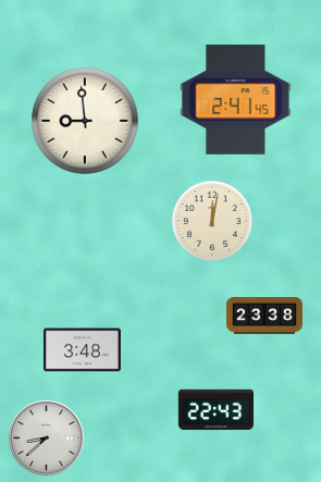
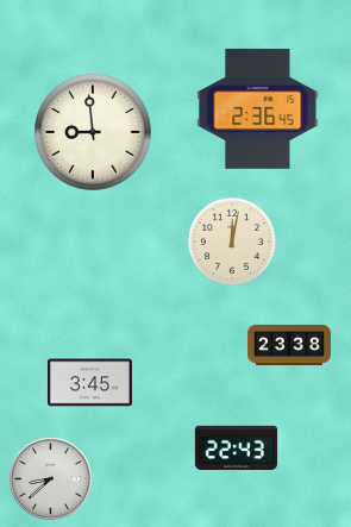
clock at (236, 99): 2:41 -> 2:36
clock at (82, 350): 3:48 -> 3:45
